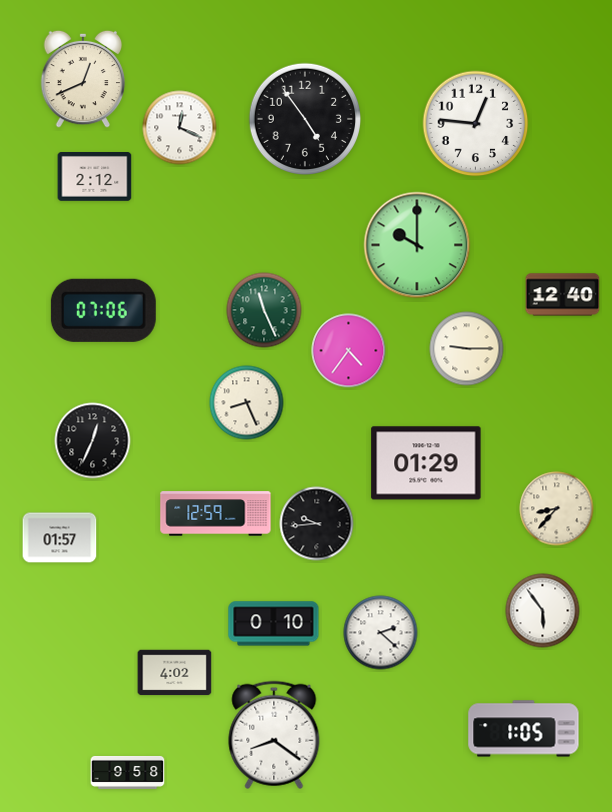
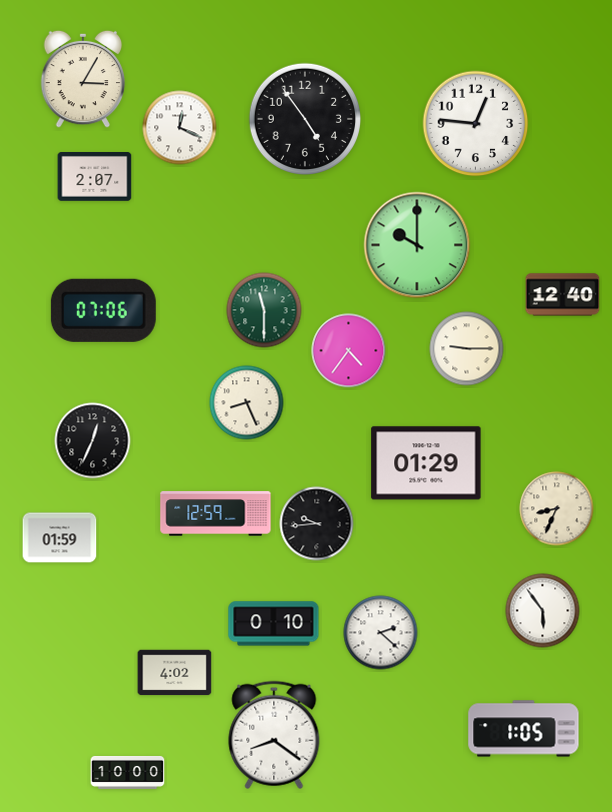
clock at (83, 79): 12:41 -> 3:05
clock at (95, 177): 2:12 -> 2:07
clock at (264, 310): 11:26 -> 11:30
clock at (557, 509): 8:37 -> 8:34
clock at (60, 538): 01:57 -> 01:59
clock at (128, 772): 9:58 -> 10:00
